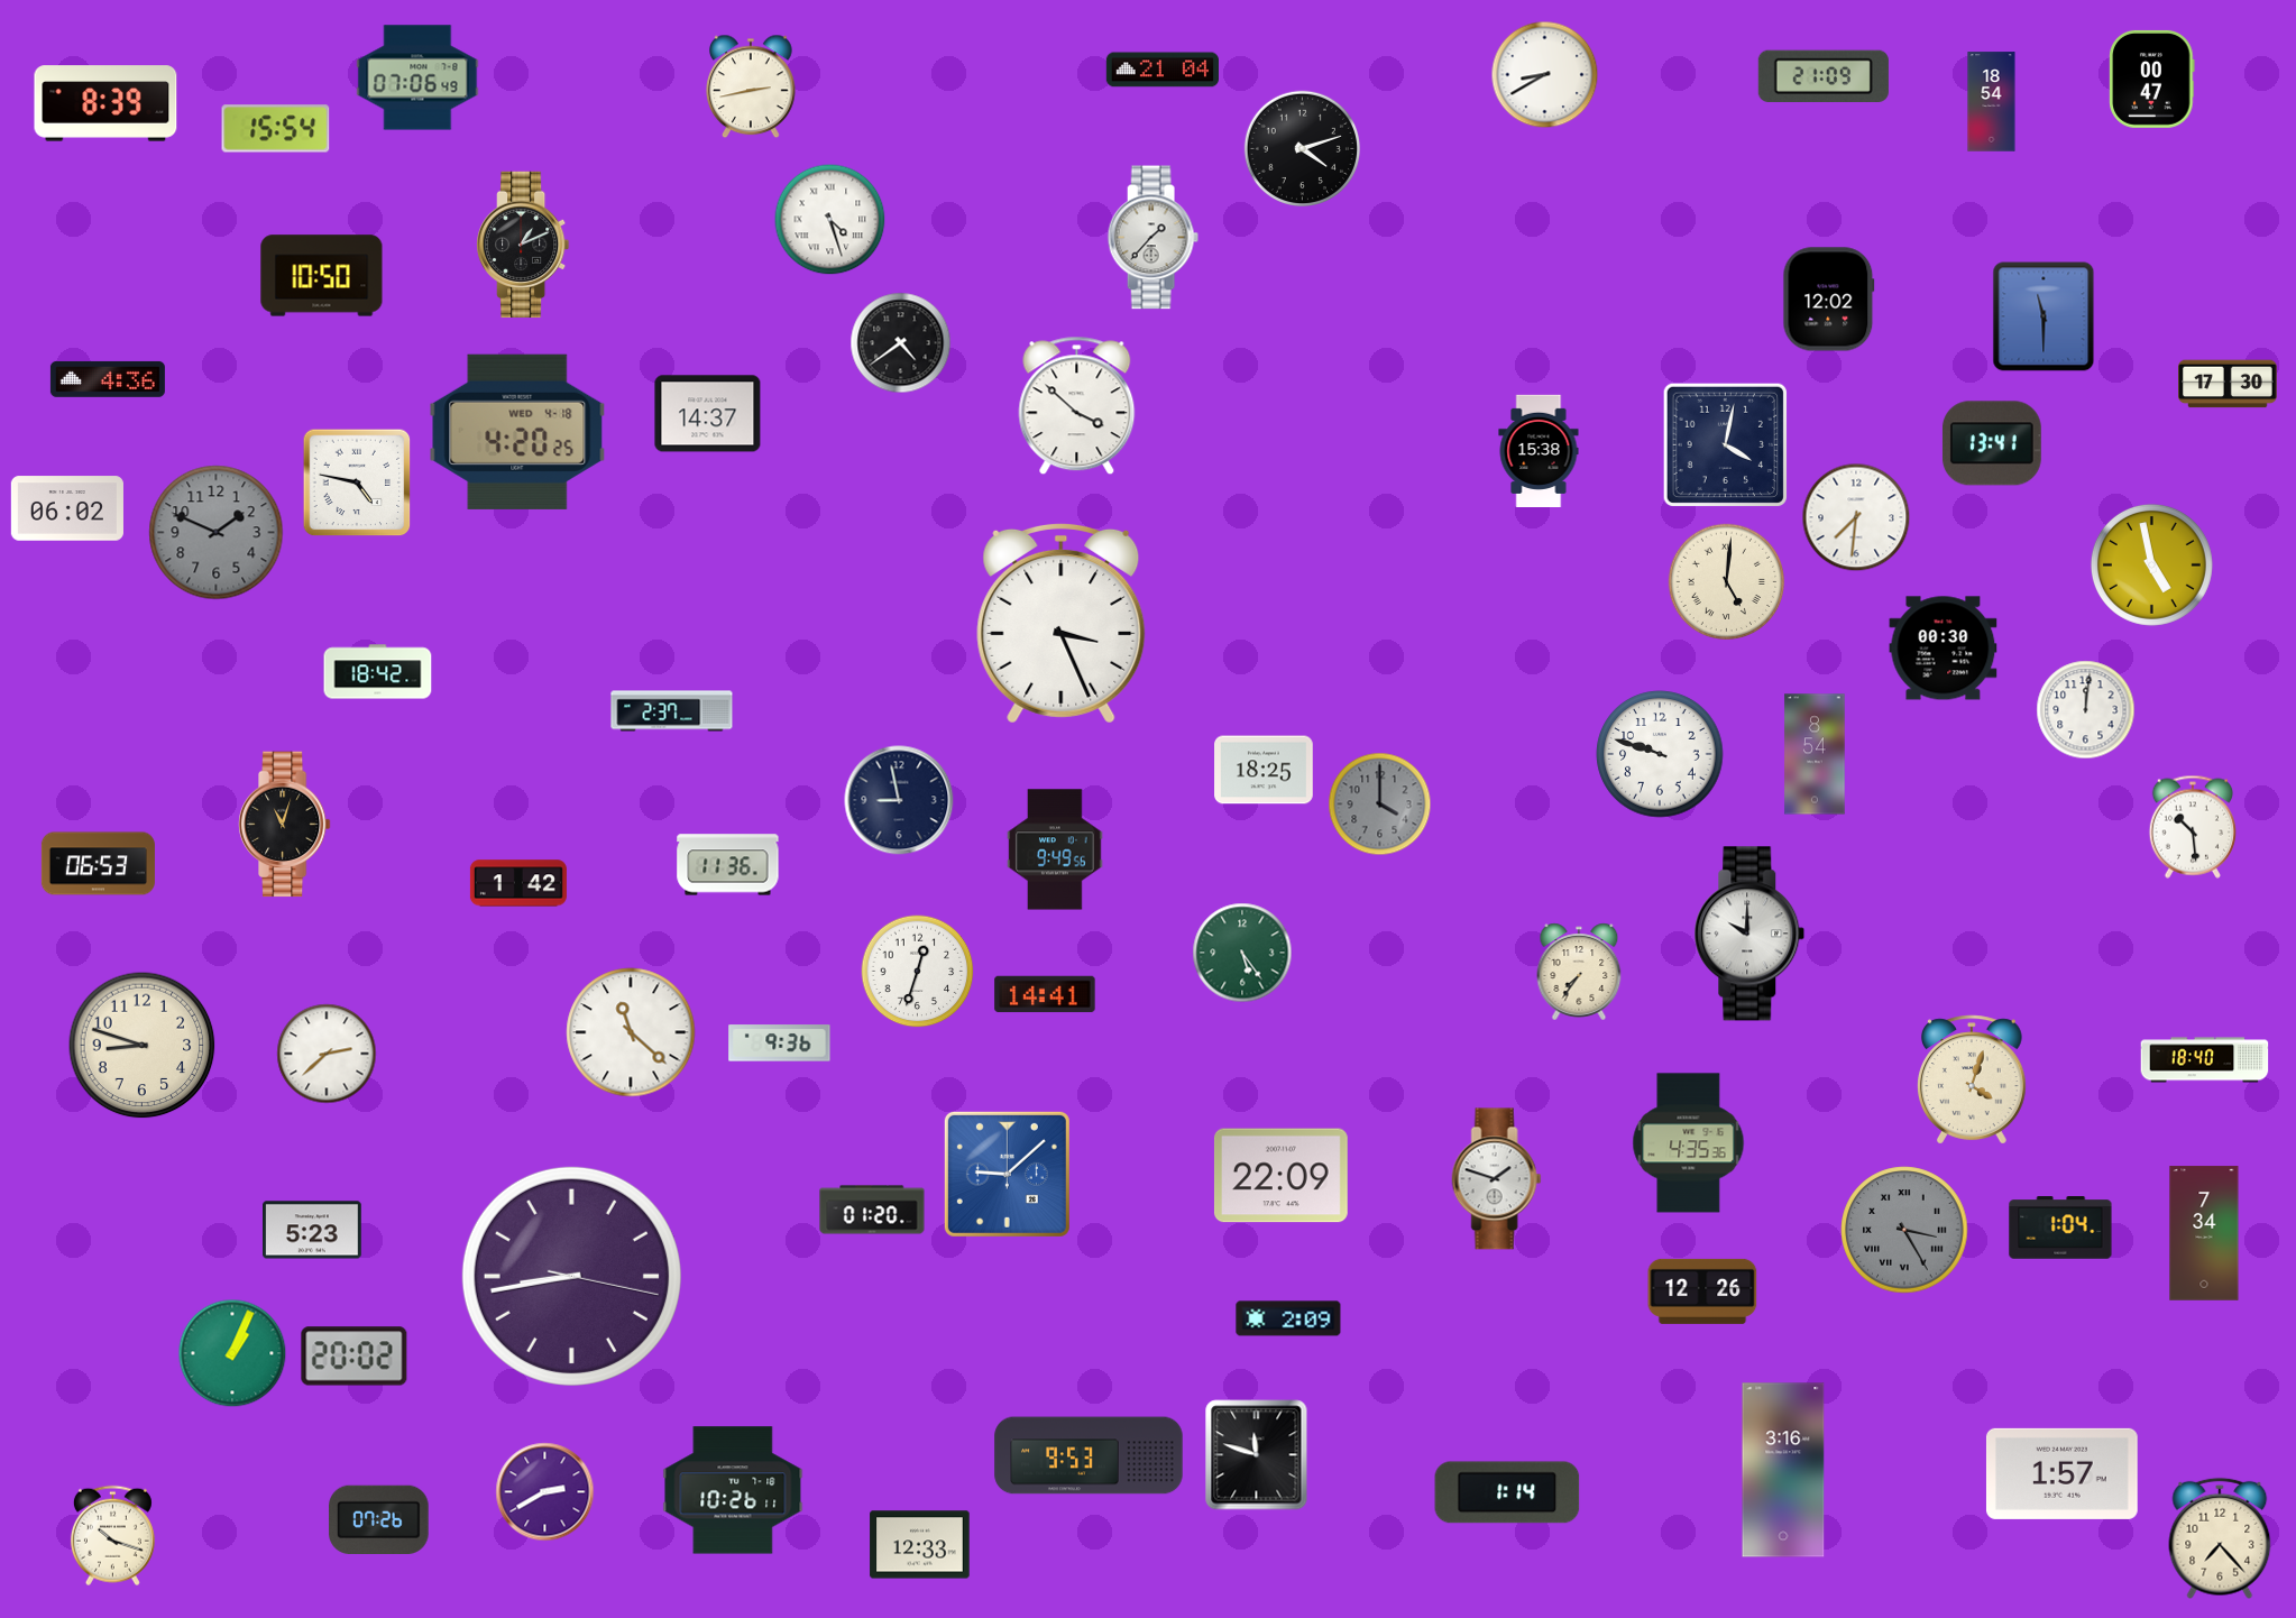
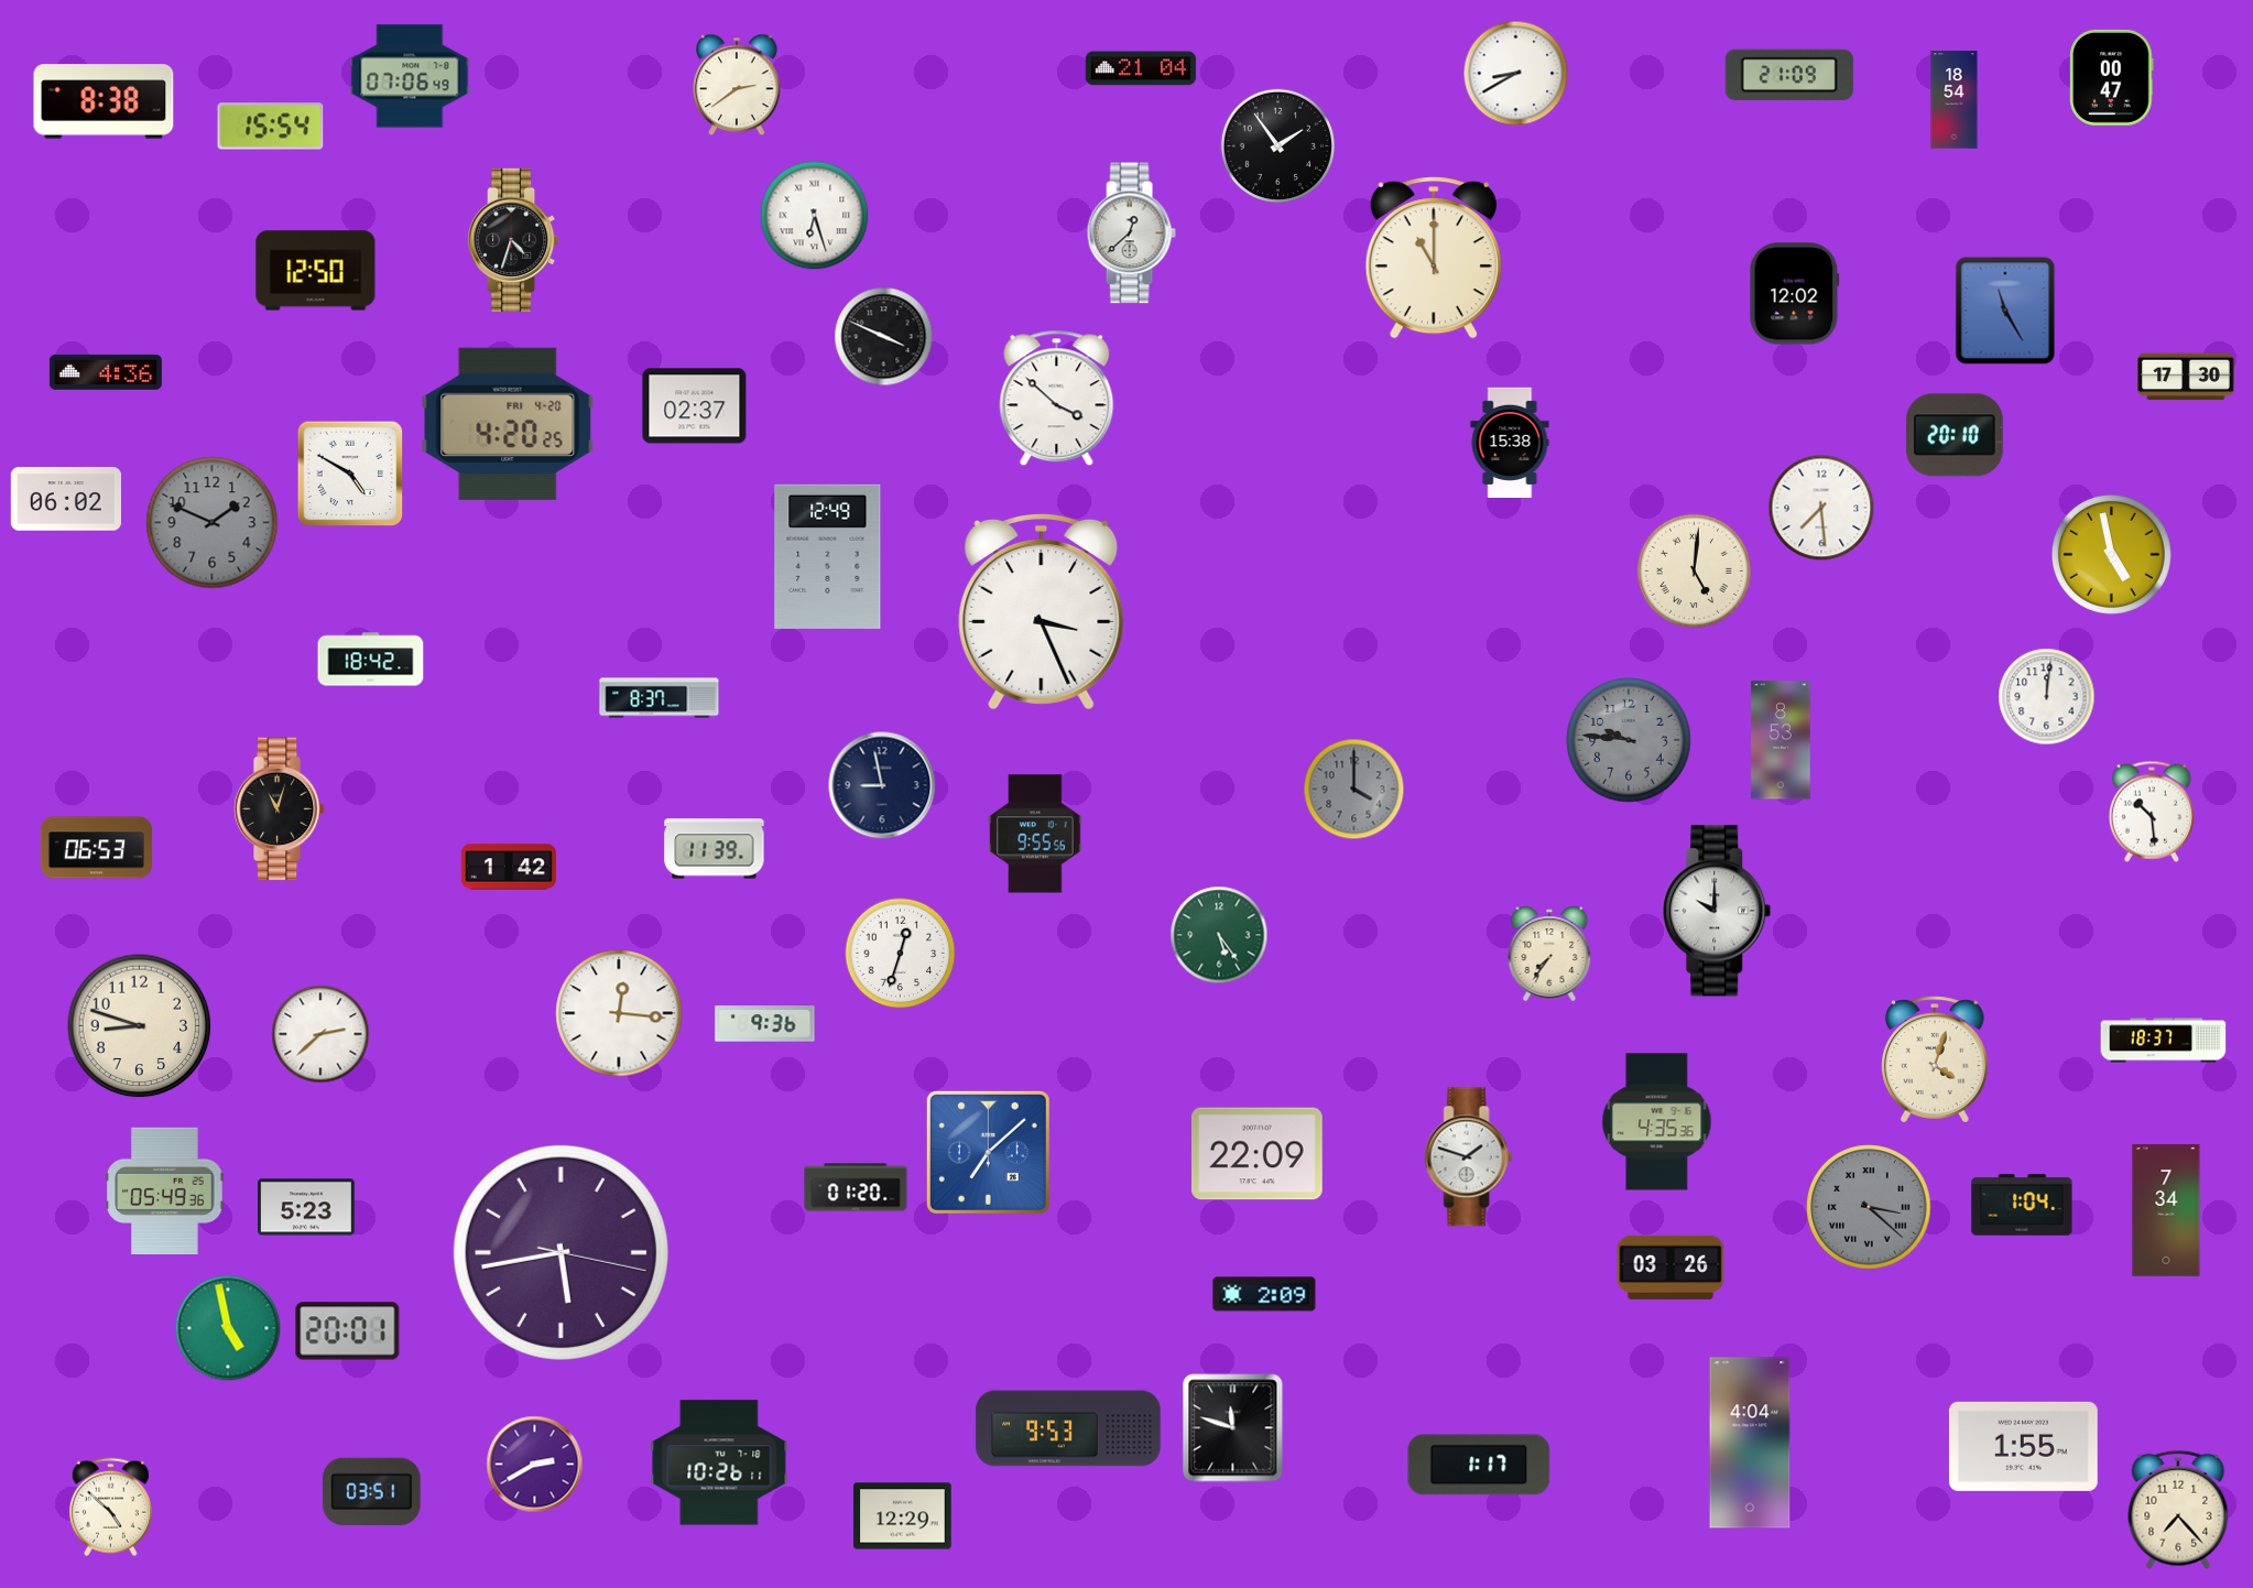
clock at (751, 86): 2:43 -> 2:39
clock at (105, 103): 8:39 -> 8:38
clock at (1302, 148): 4:12 -> 1:54
clock at (830, 220): 4:27 -> 6:27
clock at (1152, 238): 1:37 -> 12:38
clock at (524, 245): 1:11 -> 4:33
clock at (1434, 258): none -> 11:00
clock at (322, 276): 10:50 -> 12:50
clock at (2044, 316): 11:30 -> 11:25
clock at (901, 343): 4:39 -> 3:49
clock at (708, 414): 14:37 -> 02:37
clock at (517, 432) date: WED 4-18 -> FRI 4-20
clock at (1992, 443): 13:41 -> 20:10
clock at (1725, 444): 4:02 -> none
clock at (357, 482): 4:47 -> 4:50
clock at (1856, 517): 7:31 -> 7:29
clock at (828, 556): none -> 12:49
clock at (1944, 649): 00:30 -> none
clock at (672, 711): 2:37 -> 8:37
clock at (1660, 754): 9:48 -> 9:46
clock at (1660, 754) dial: white -> grey
clock at (1815, 754): 8:54 -> 8:53
clock at (1264, 770): 18:25 -> none
clock at (1055, 849): 9:49 -> 9:55
clock at (728, 865): 11:36 -> 11:39
clock at (1749, 934) position: (1749, 934) -> (1717, 911)
clock at (1045, 994): 14:41 -> none
clock at (631, 1032): 11:22 -> 12:16
clock at (2205, 1060): 18:40 -> 18:37
clock at (1007, 1174): 9:08 -> 7:08
clock at (165, 1190): none -> 05:49
clock at (1904, 1230): 3:25 -> 3:22
clock at (2204, 1233) position: (2204, 1233) -> (2166, 1210)
clock at (571, 1276): 8:43 -> 5:43
clock at (1702, 1291): 12:26 -> 03:26
clock at (232, 1353): 1:04 -> 4:58
clock at (355, 1357): 20:02 -> 20:01
clock at (1783, 1470): 3:16 -> 4:04
clock at (2061, 1473): 1:57 -> 1:55
clock at (1507, 1492): 1:14 -> 1:17
clock at (379, 1519): 07:26 -> 03:51
clock at (112, 1536): 10:18 -> 4:52
clock at (920, 1545): 12:33 -> 12:29
